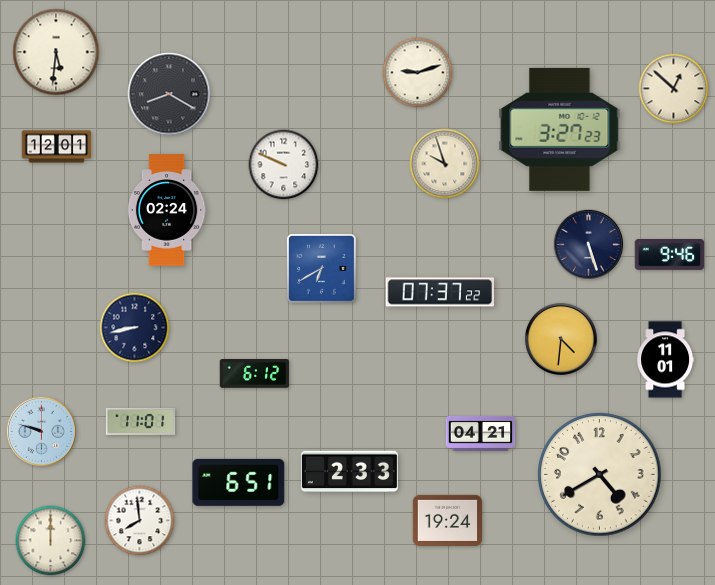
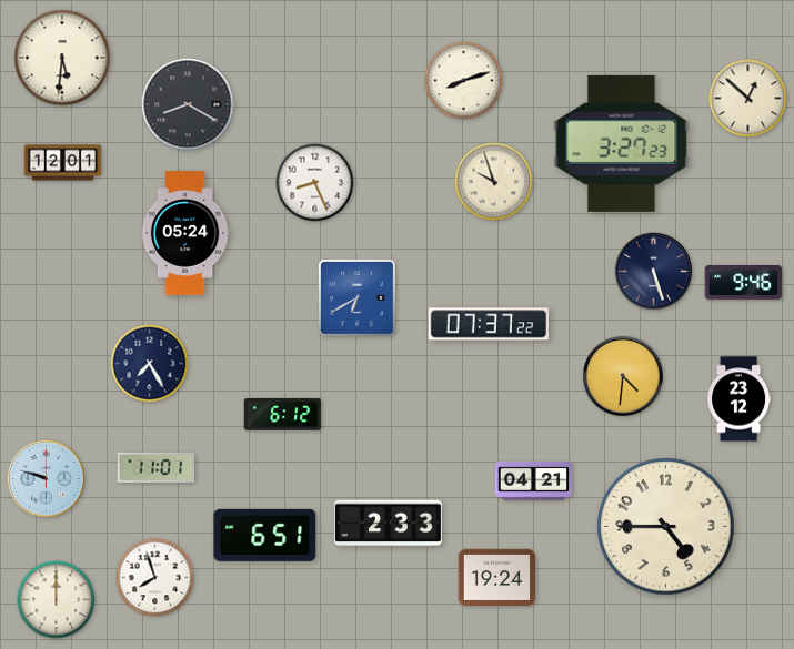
clock at (418, 73): 9:12 -> 8:12
clock at (284, 165): 9:49 -> 8:26
clock at (167, 210): 02:24 -> 05:24
clock at (135, 328): 8:43 -> 7:25
clock at (666, 360): 11:01 -> 23:12
clock at (600, 475): 4:40 -> 4:45
clock at (140, 521): 7:59 -> 7:57
